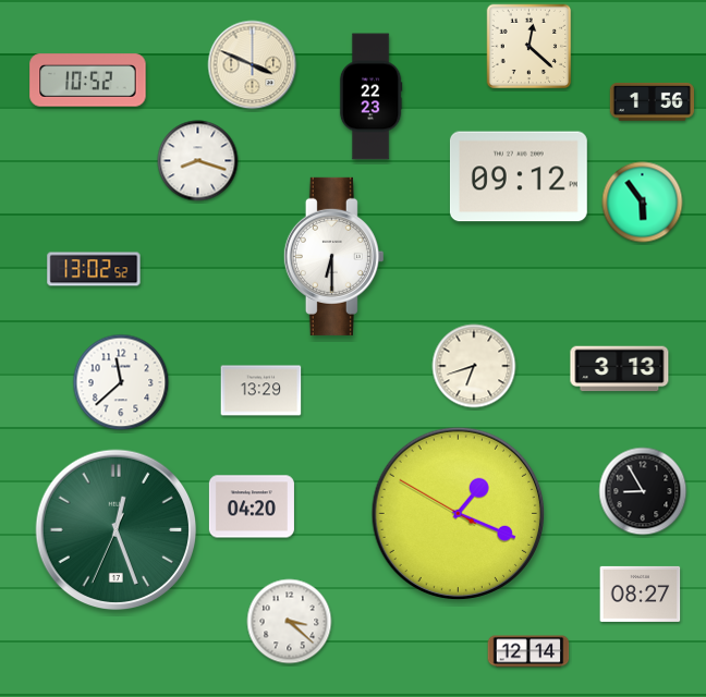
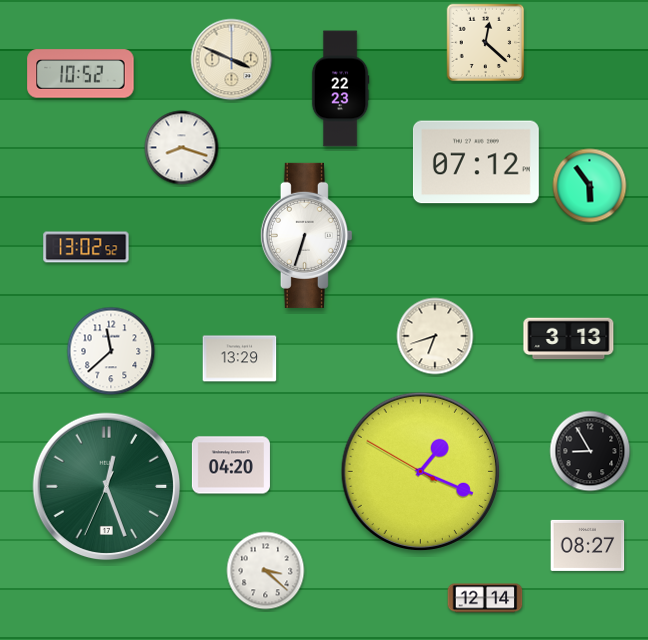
clock at (652, 101): 1:56 -> none
clock at (519, 176): 09:12 -> 07:12
clock at (333, 256): 6:30 -> 6:33
